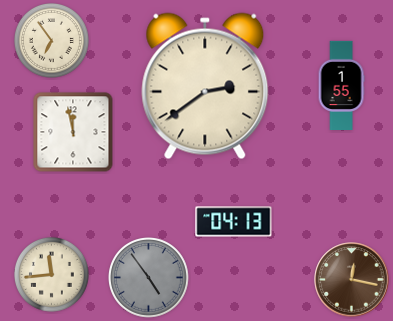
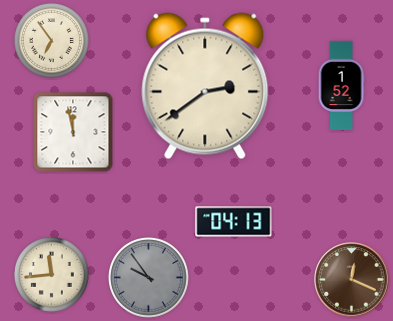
clock at (341, 85): 1:55 -> 1:52
clock at (149, 278): 4:54 -> 9:54
clock at (352, 280): 12:17 -> 12:19
